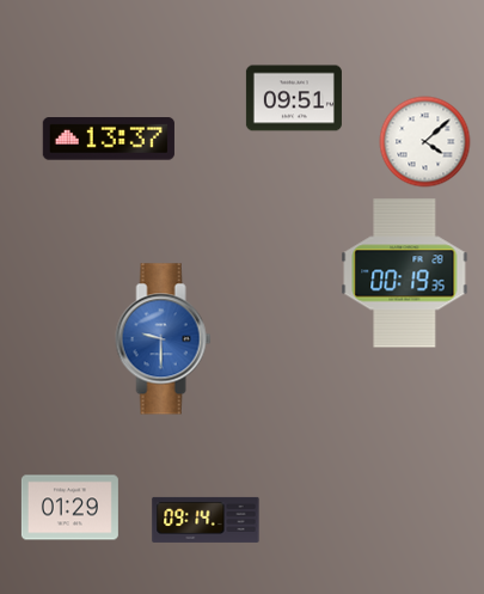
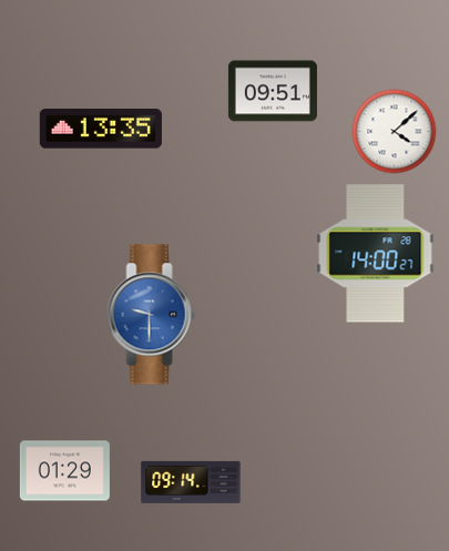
clock at (109, 139): 13:37 -> 13:35
clock at (405, 274): 00:19 -> 14:00
